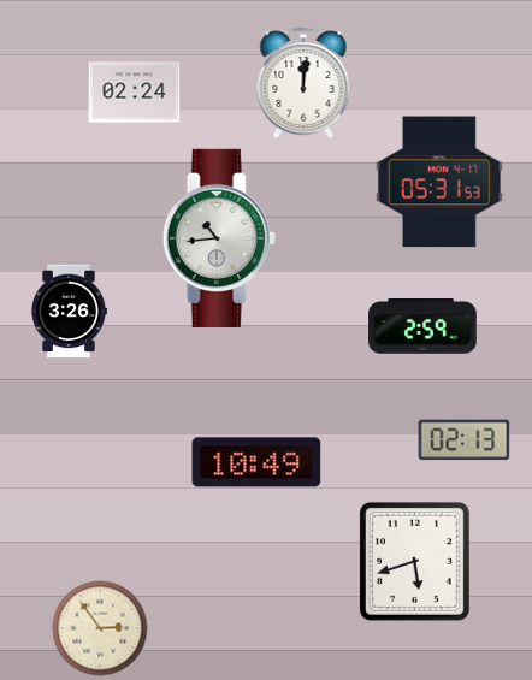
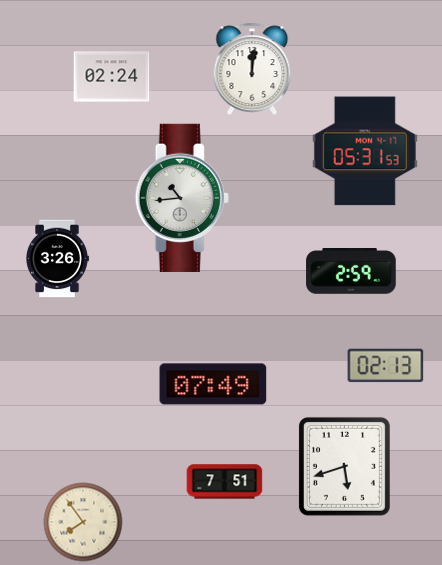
clock at (256, 462): 10:49 -> 07:49
clock at (225, 482): none -> 7:51
clock at (100, 628): 2:54 -> 7:54
